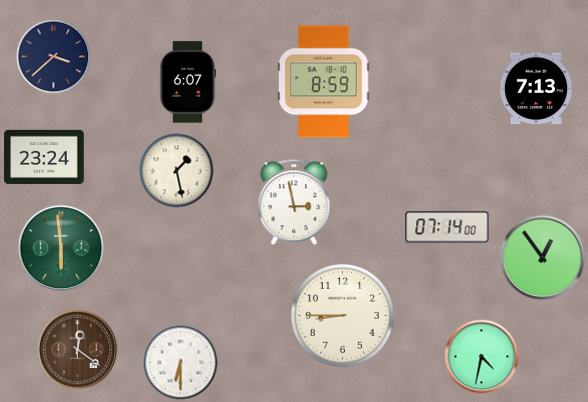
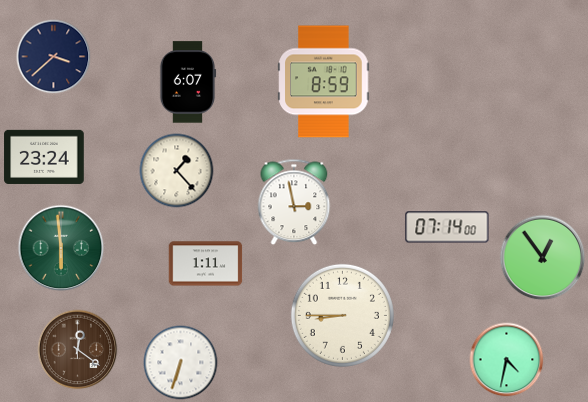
clock at (536, 89): 7:13 -> none
clock at (177, 171): 1:28 -> 1:23
clock at (206, 264): none -> 1:11
clock at (482, 357) position: (482, 357) -> (507, 360)
clock at (181, 363): 6:30 -> 6:33
